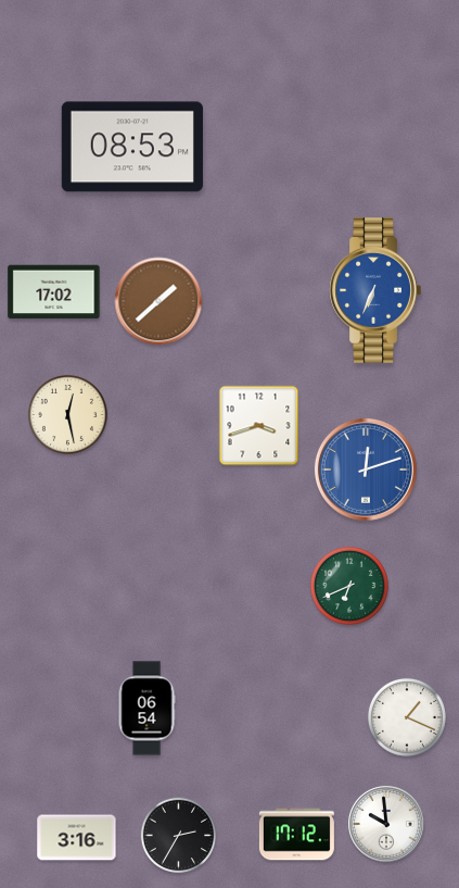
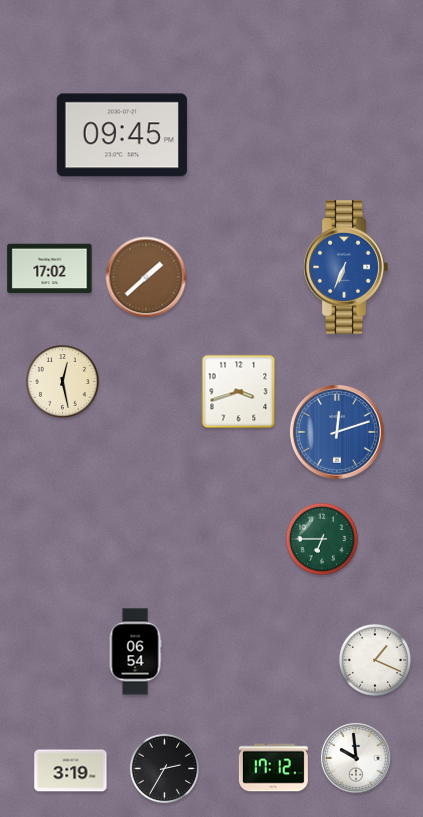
clock at (132, 147): 08:53 -> 09:45
clock at (349, 586): 6:41 -> 6:45
clock at (77, 838): 3:16 -> 3:19
